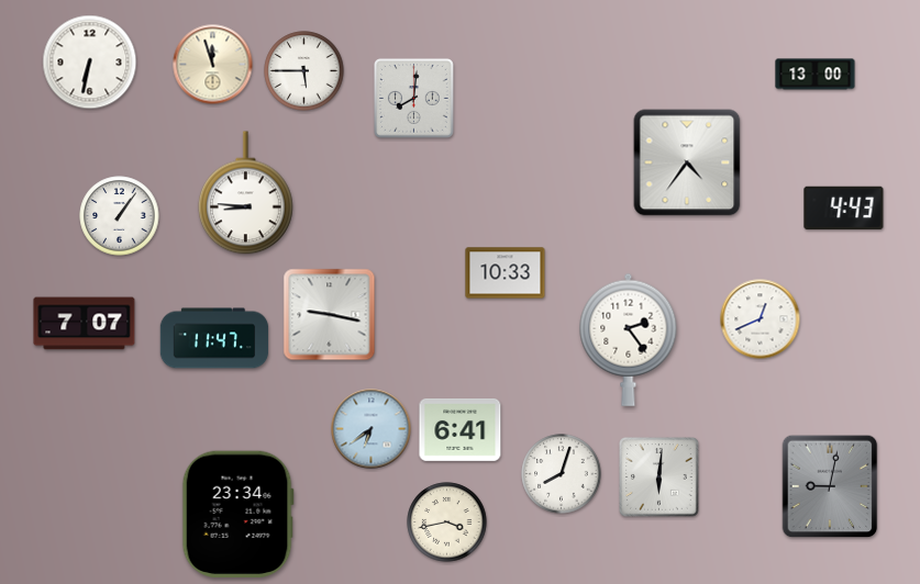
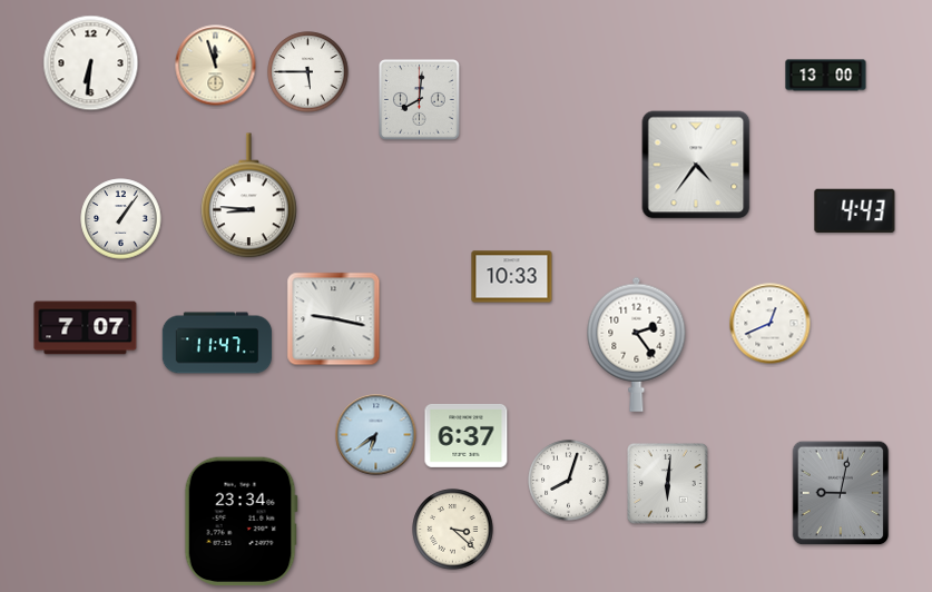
clock at (90, 63): 6:32 -> 6:31
clock at (461, 429): 6:41 -> 6:37
clock at (447, 523): 3:43 -> 3:22
